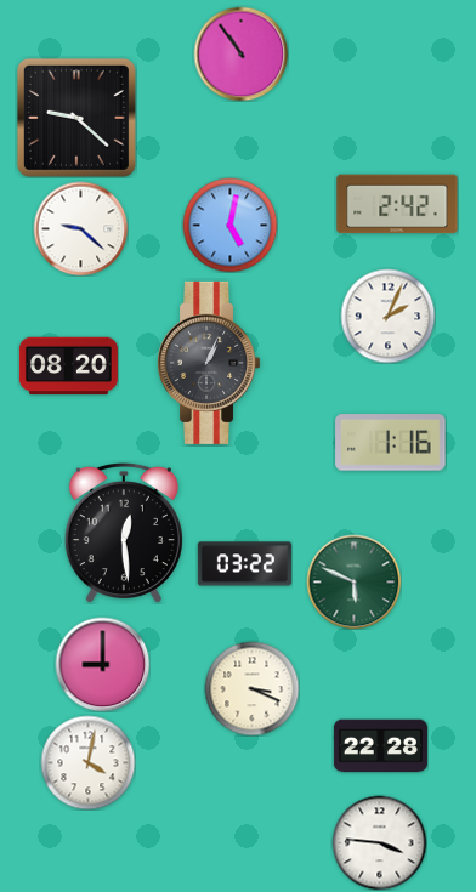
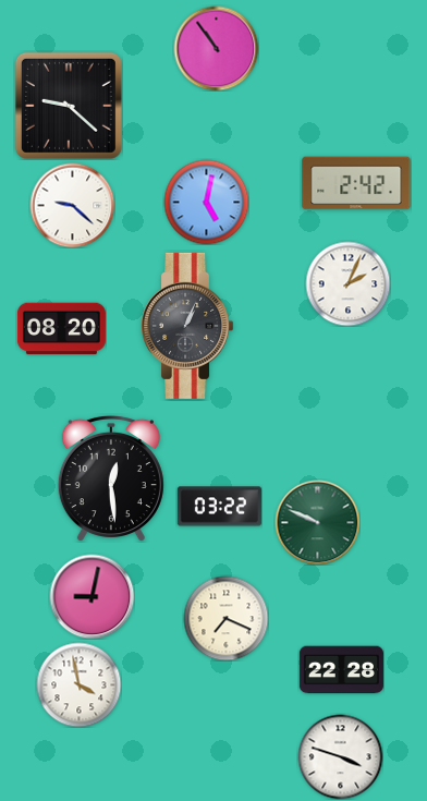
clock at (391, 443): 1:16 -> none
clock at (353, 581): 5:49 -> 9:49
clock at (102, 664): 9:00 -> 9:02
clock at (251, 688): 3:19 -> 7:19
clock at (87, 762): 4:02 -> 3:58
clock at (379, 842): 3:46 -> 3:48
